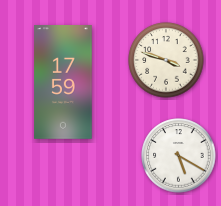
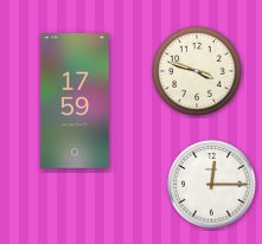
clock at (63, 83) position: (63, 83) -> (75, 102)
clock at (179, 156): 5:20 -> 12:15
